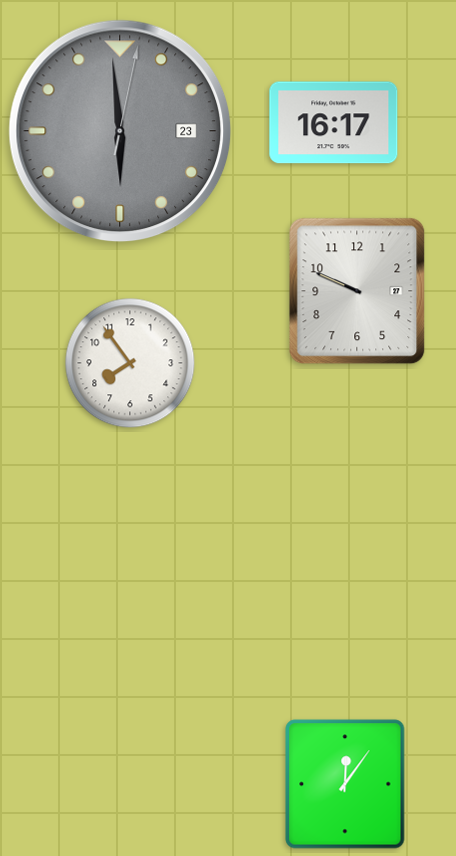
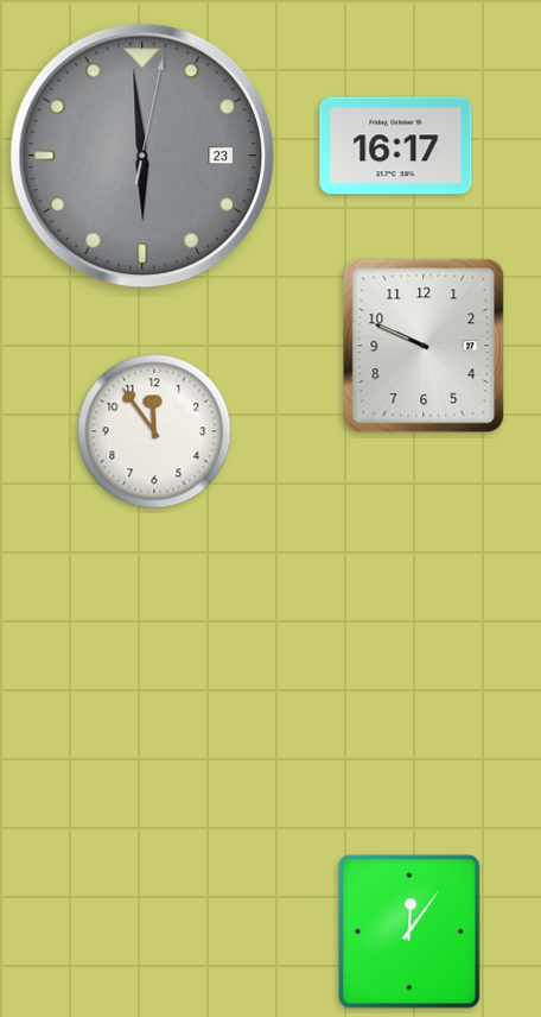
clock at (130, 363): 7:54 -> 11:54
